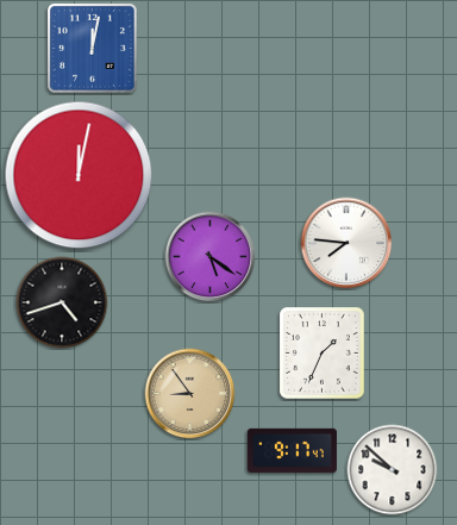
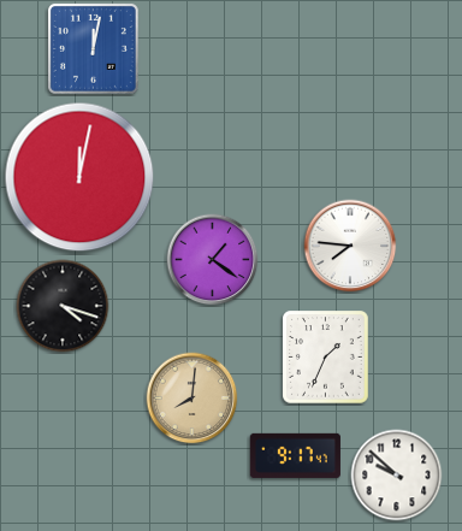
clock at (211, 257): 5:21 -> 1:21
clock at (62, 302): 4:42 -> 4:18
clock at (190, 394): 8:54 -> 8:01
